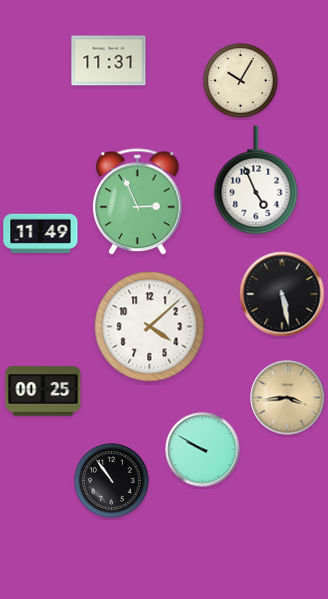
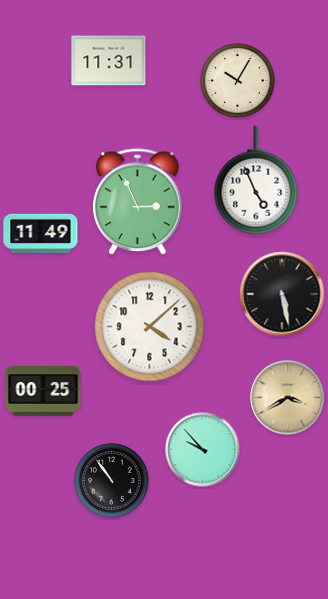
clock at (241, 81) position: (241, 81) -> (238, 81)
clock at (288, 398): 3:44 -> 3:40
clock at (203, 450): 9:50 -> 9:53
